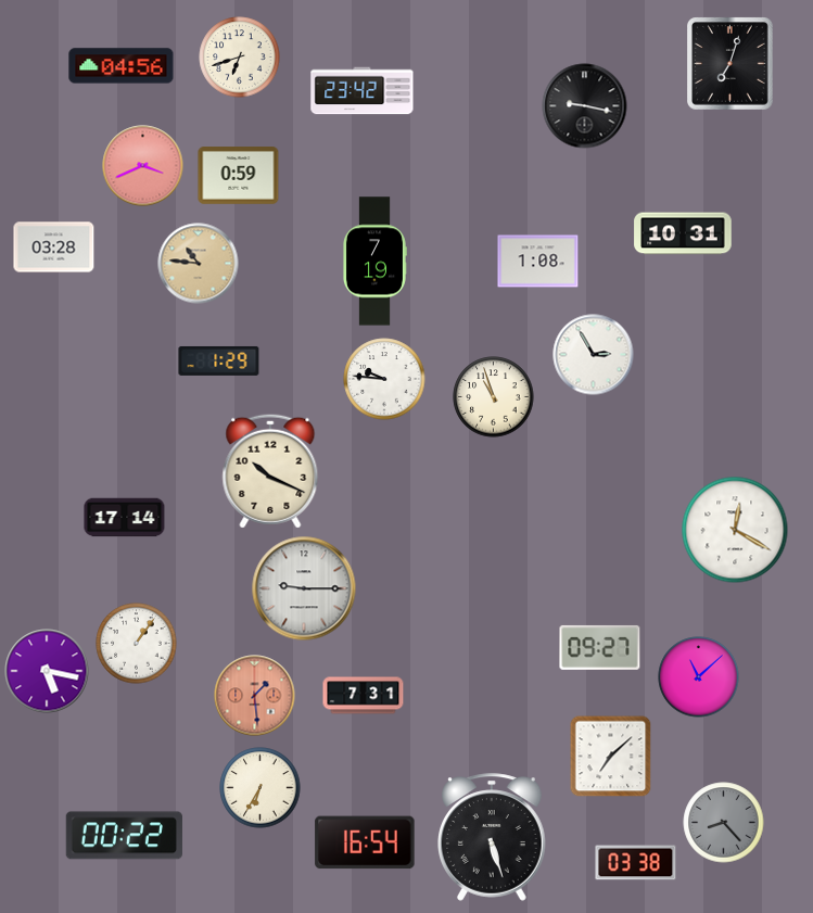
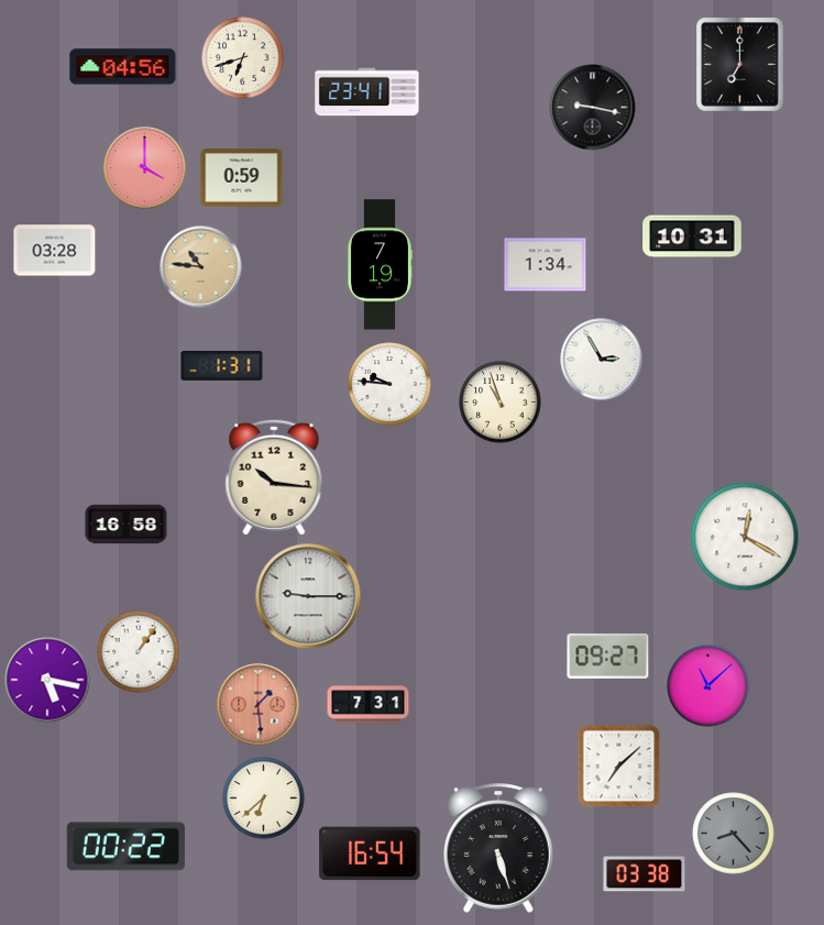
clock at (731, 64): 7:03 -> 7:00
clock at (363, 91): 23:42 -> 23:41
clock at (143, 166): 3:41 -> 4:00
clock at (538, 262): 1:08 -> 1:34
clock at (219, 360): 1:29 -> 1:31
clock at (270, 471): 10:19 -> 10:16
clock at (125, 518): 17:14 -> 16:58
clock at (261, 788): 6:35 -> 6:38
